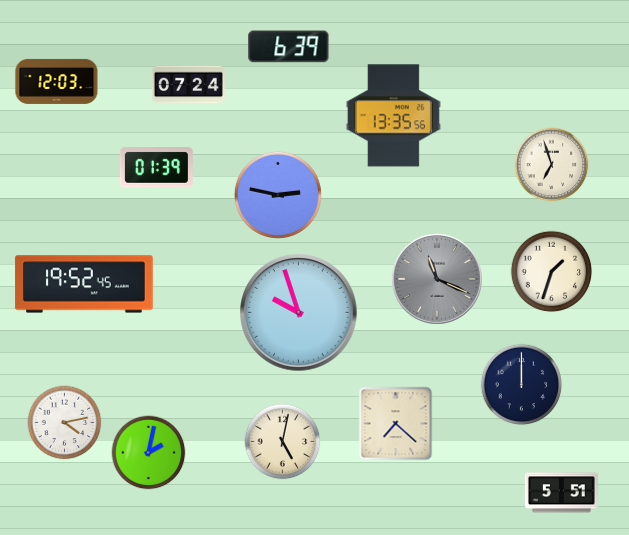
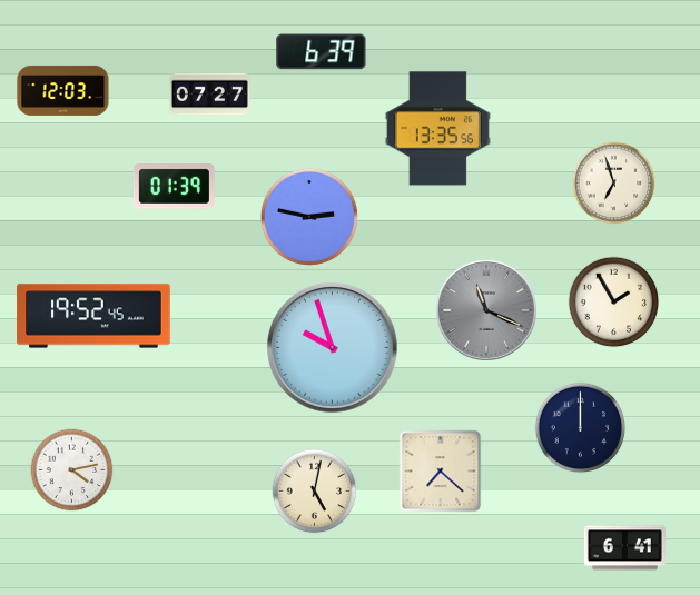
clock at (188, 85): 07:24 -> 07:27
clock at (552, 272): 1:33 -> 1:55
clock at (149, 453): 2:02 -> none
clock at (561, 493): 5:51 -> 6:41
